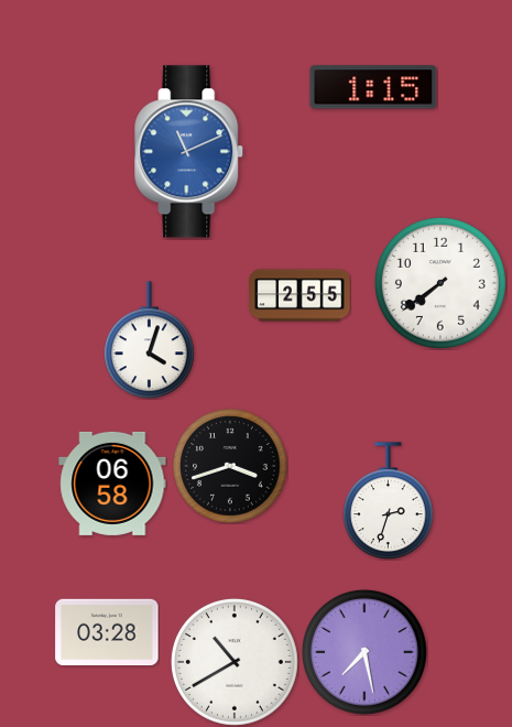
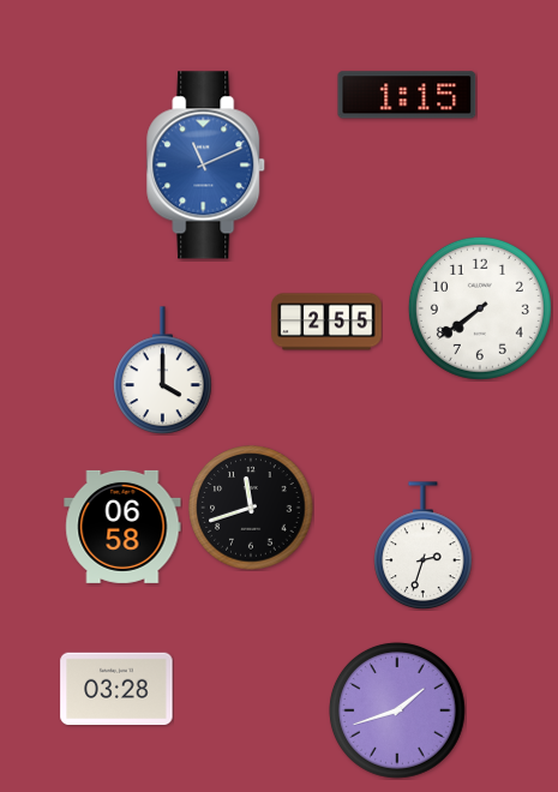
clock at (150, 340): 4:03 -> 4:00
clock at (230, 466): 3:42 -> 11:42
clock at (364, 652): 7:28 -> 1:42
clock at (235, 662): 10:40 -> none
